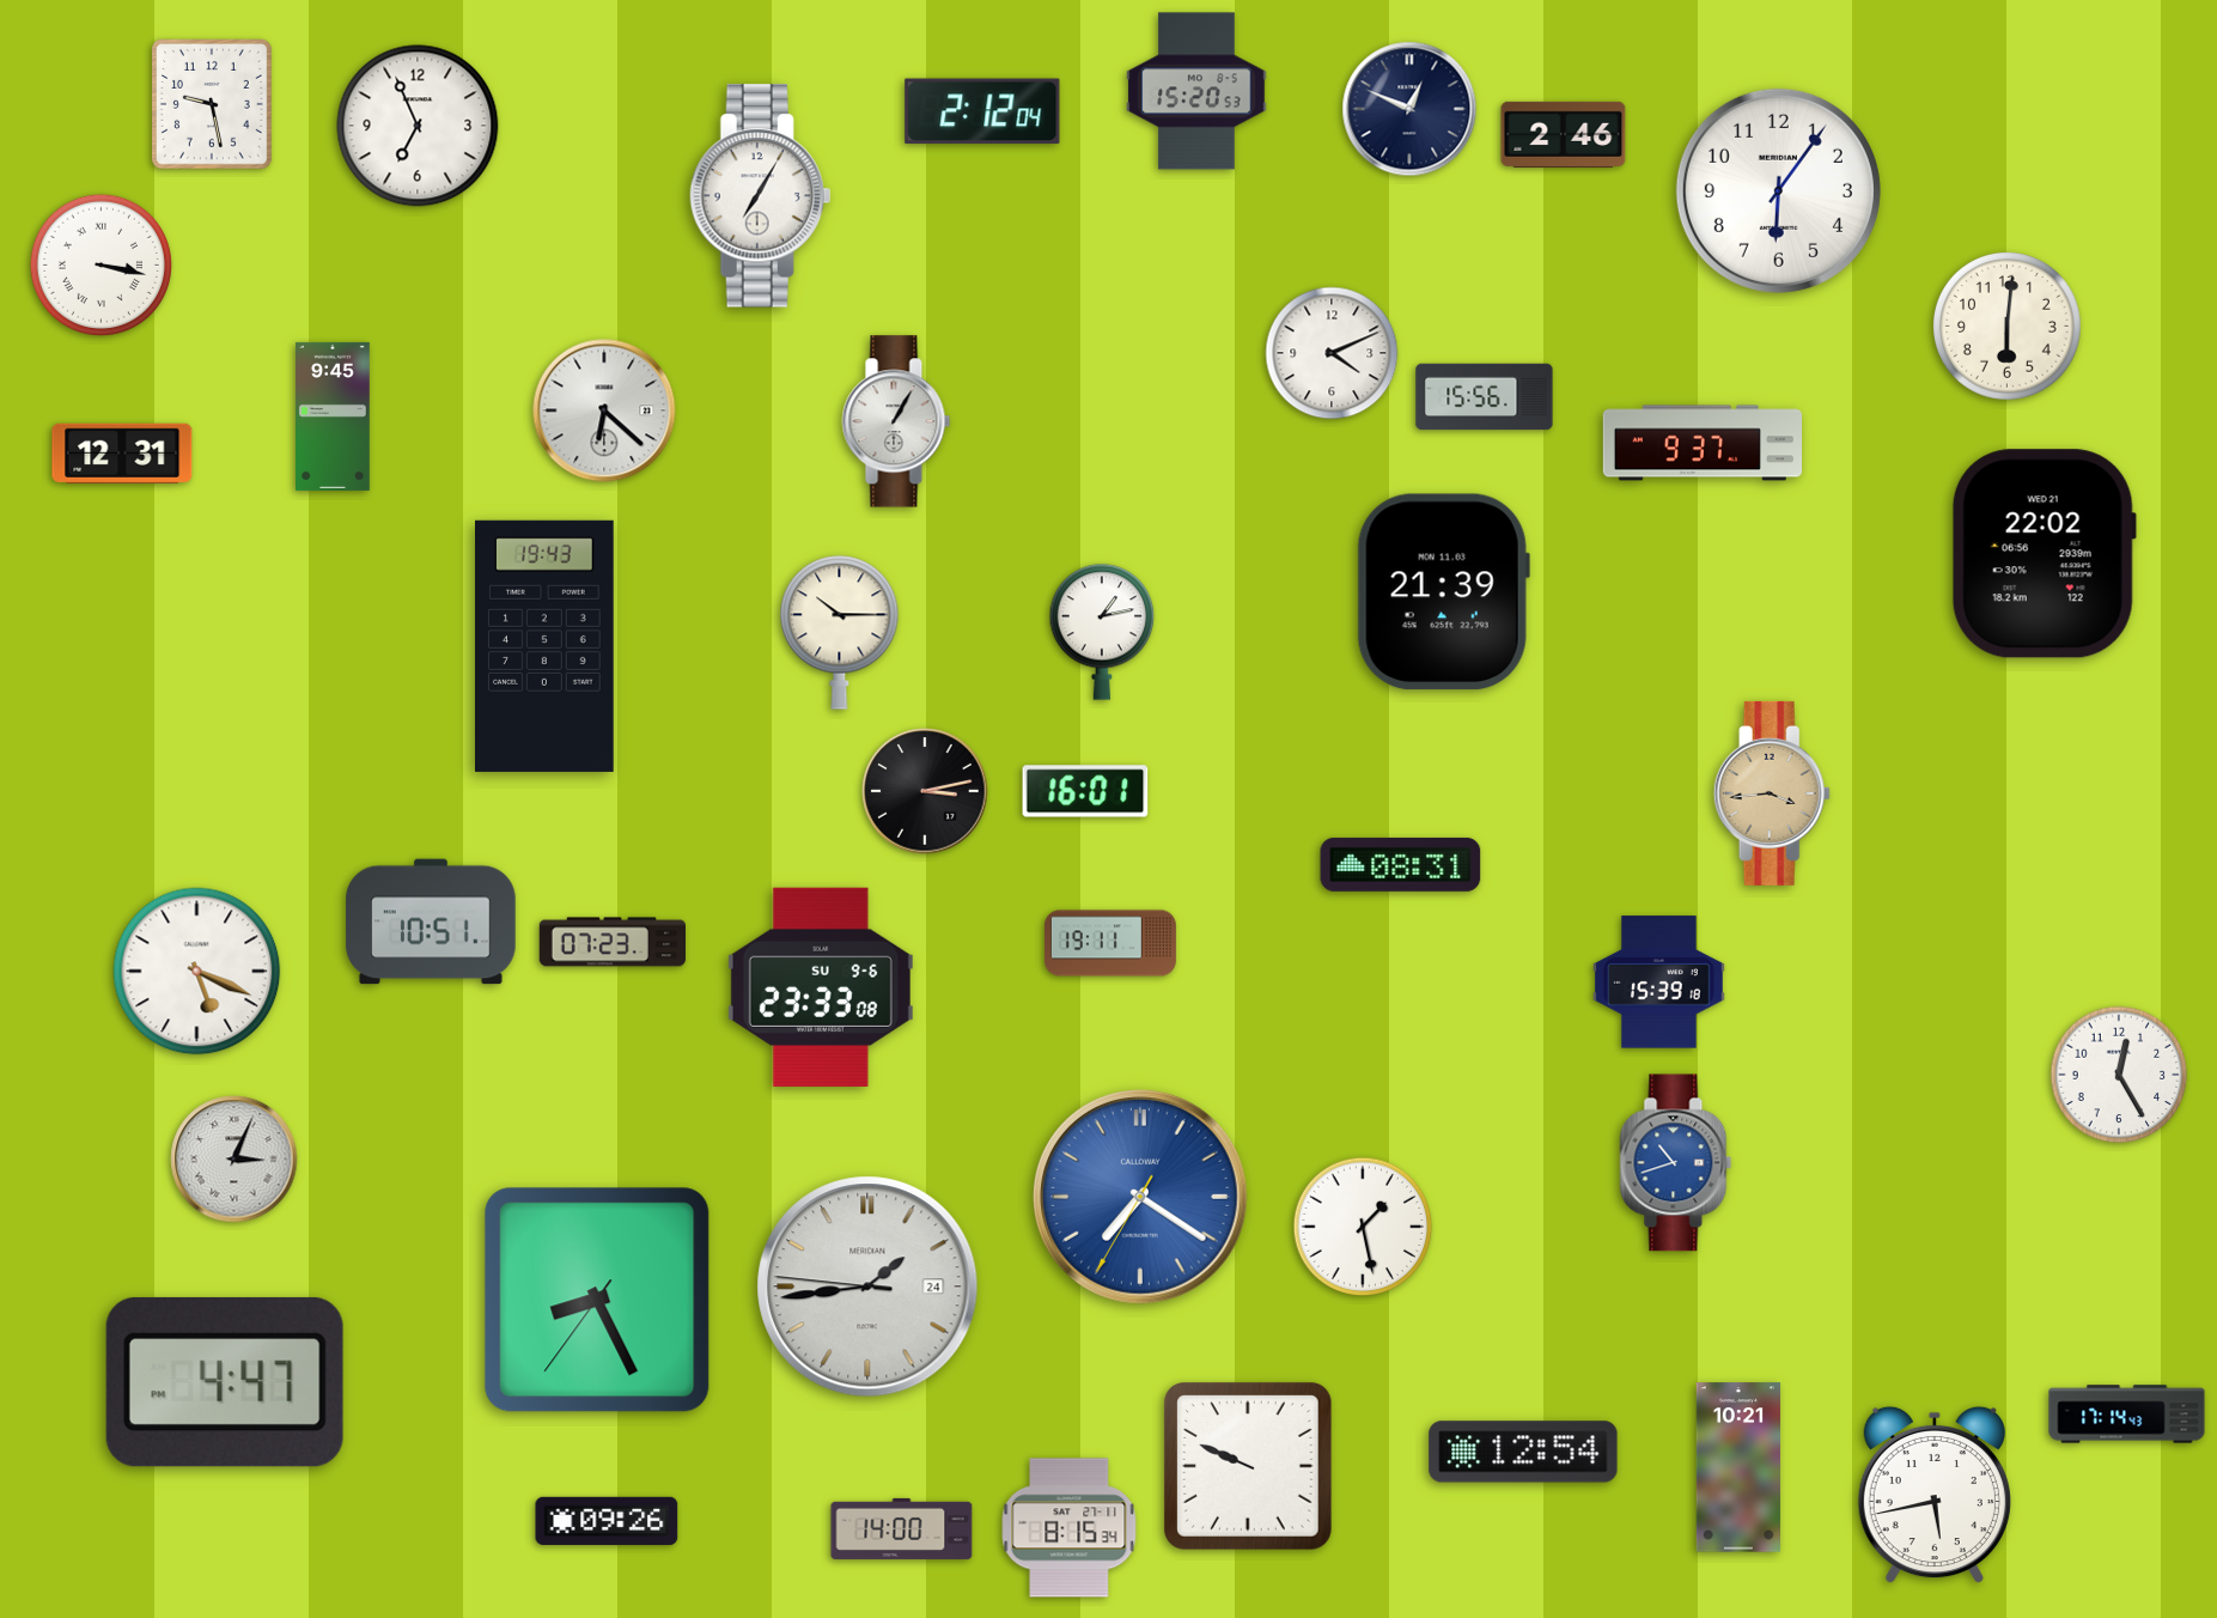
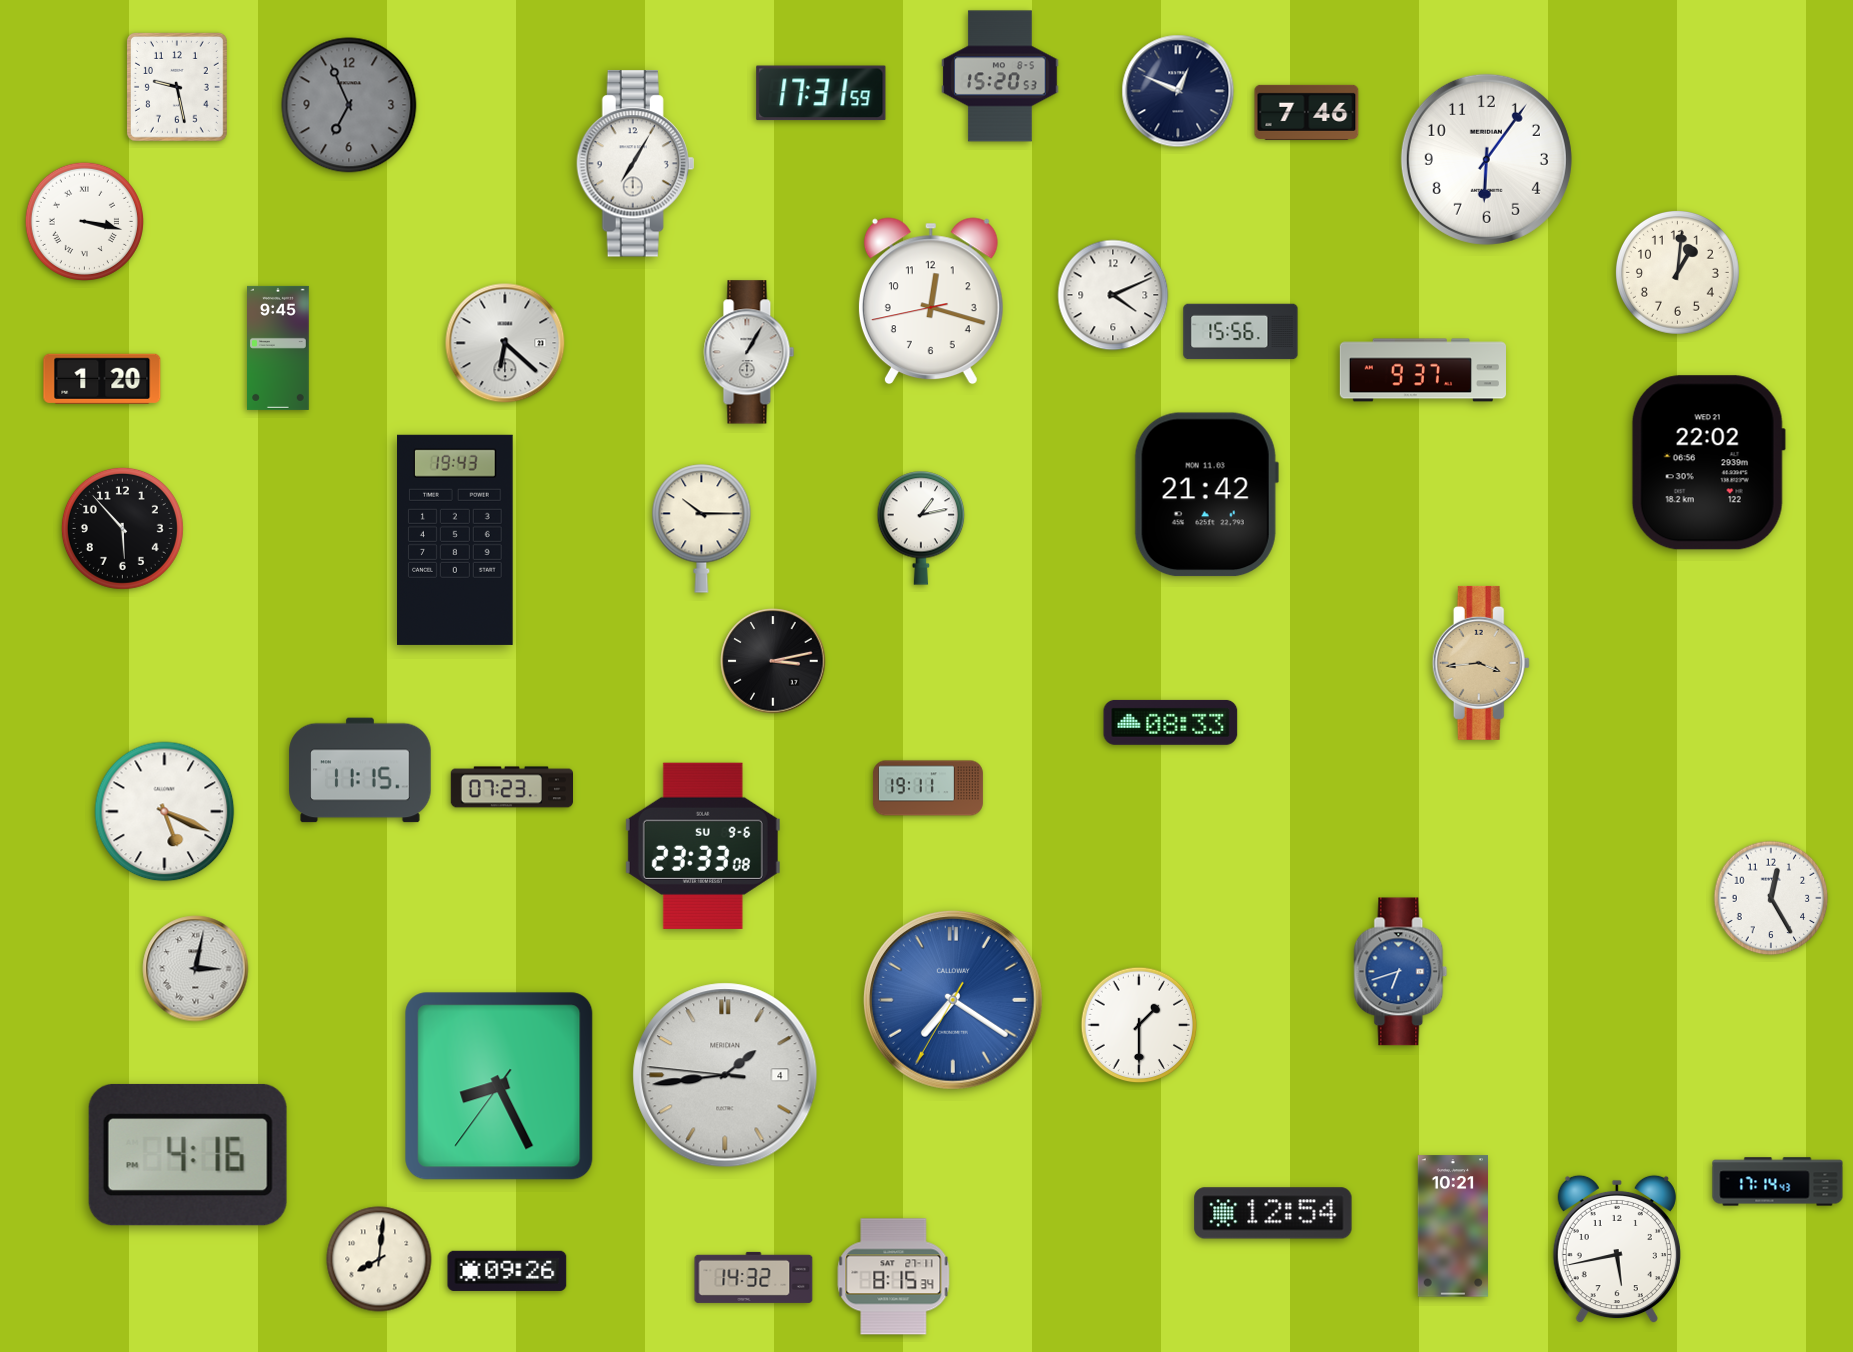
clock at (982, 111): 2:12 -> 17:31
clock at (418, 126) dial: white -> grey
clock at (1564, 134): 2:46 -> 7:46
clock at (2006, 326): 6:01 -> 1:01
clock at (931, 301): none -> 12:17
clock at (122, 454): 12:31 -> 1:20
clock at (1443, 592): 21:39 -> 21:42
clock at (122, 528): none -> 5:53
clock at (1085, 791): 16:01 -> none
clock at (1401, 864): 08:31 -> 08:33
clock at (431, 921): 10:51 -> 11:15
clock at (1658, 983): 15:39 -> none
clock at (821, 987) position: (821, 987) -> (703, 846)
clock at (235, 1160): 3:04 -> 3:02
clock at (1676, 1163): 10:42 -> 6:42
clock at (1363, 1227): 1:28 -> 1:30
clock at (867, 1287) date: 24 -> 4
clock at (225, 1382): 4:47 -> 4:16
clock at (1249, 1467): 9:49 -> none
clock at (379, 1259): none -> 8:01
clock at (902, 1528): 14:00 -> 14:32
